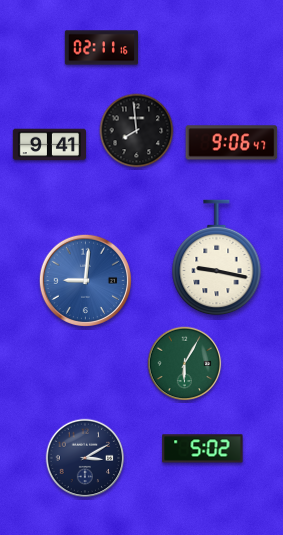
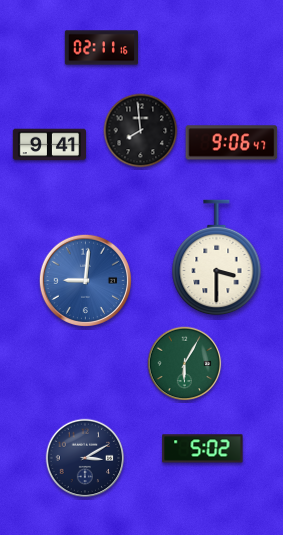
clock at (137, 131) position: (137, 131) -> (141, 131)
clock at (217, 258): 9:17 -> 3:30
